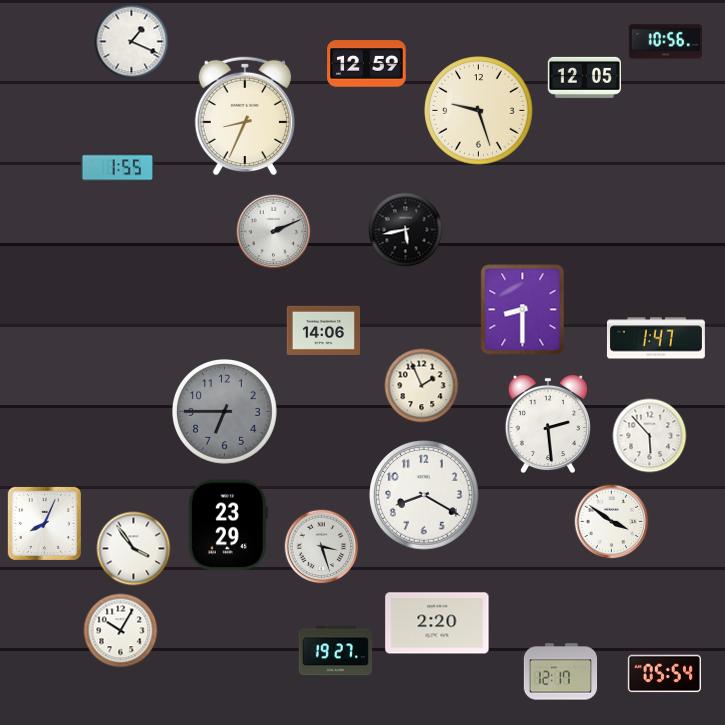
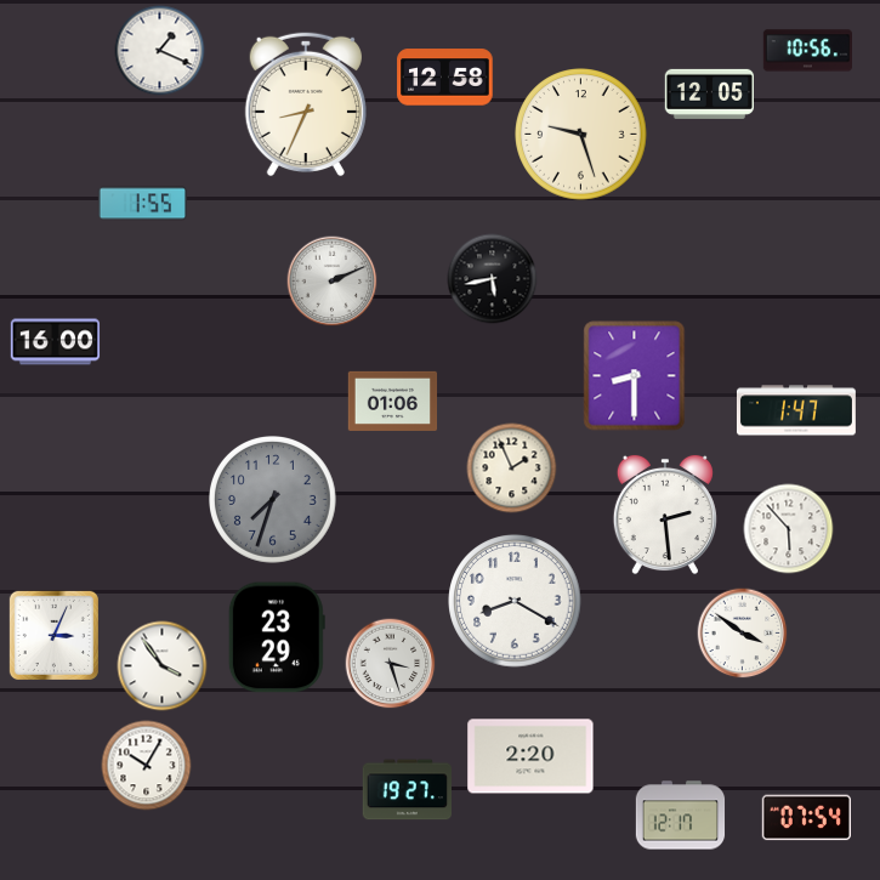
clock at (367, 64): 12:59 -> 12:58
clock at (245, 116) position: (245, 116) -> (306, 104)
clock at (56, 342): none -> 16:00
clock at (324, 330): 14:06 -> 01:06
clock at (225, 412): 6:45 -> 7:33
clock at (44, 523): 8:04 -> 3:04
clock at (664, 674): 05:54 -> 07:54
